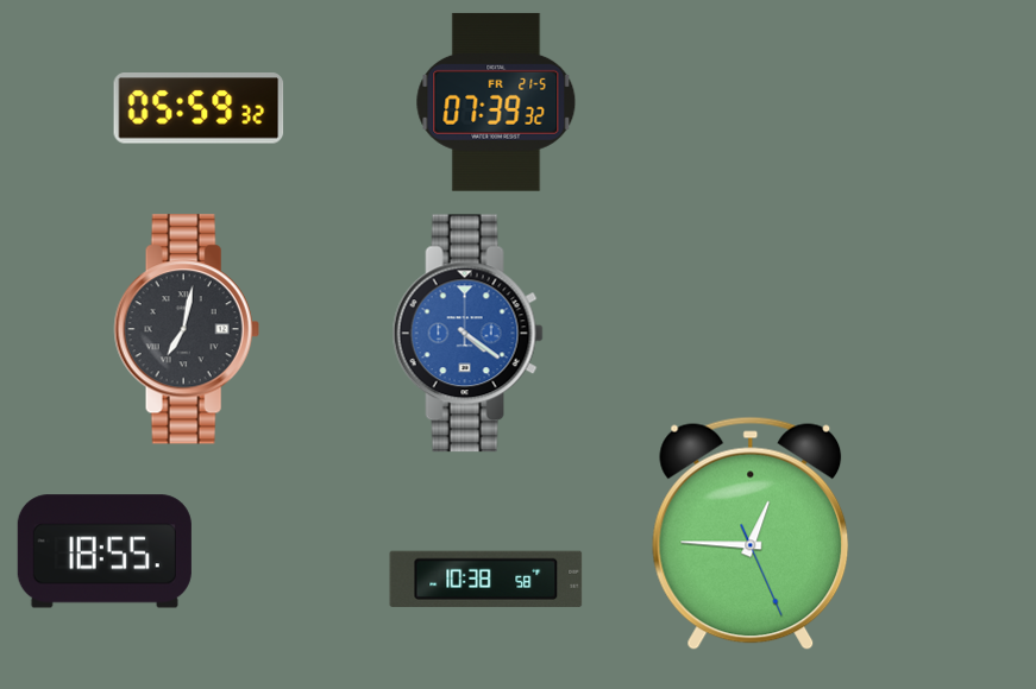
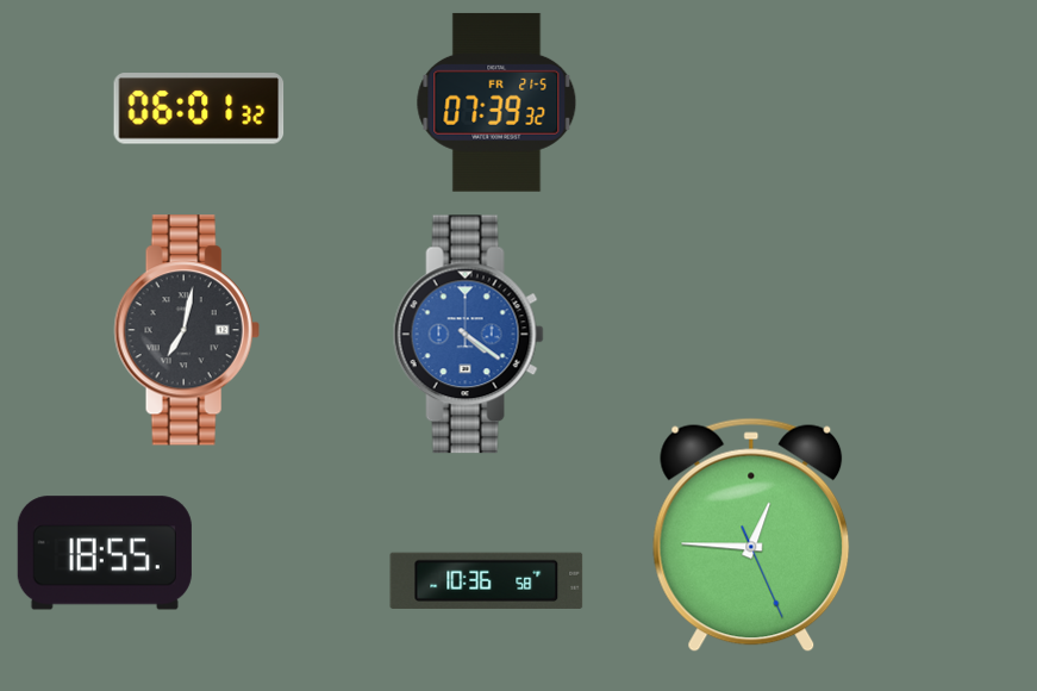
clock at (199, 108): 05:59 -> 06:01
clock at (486, 579): 10:38 -> 10:36
